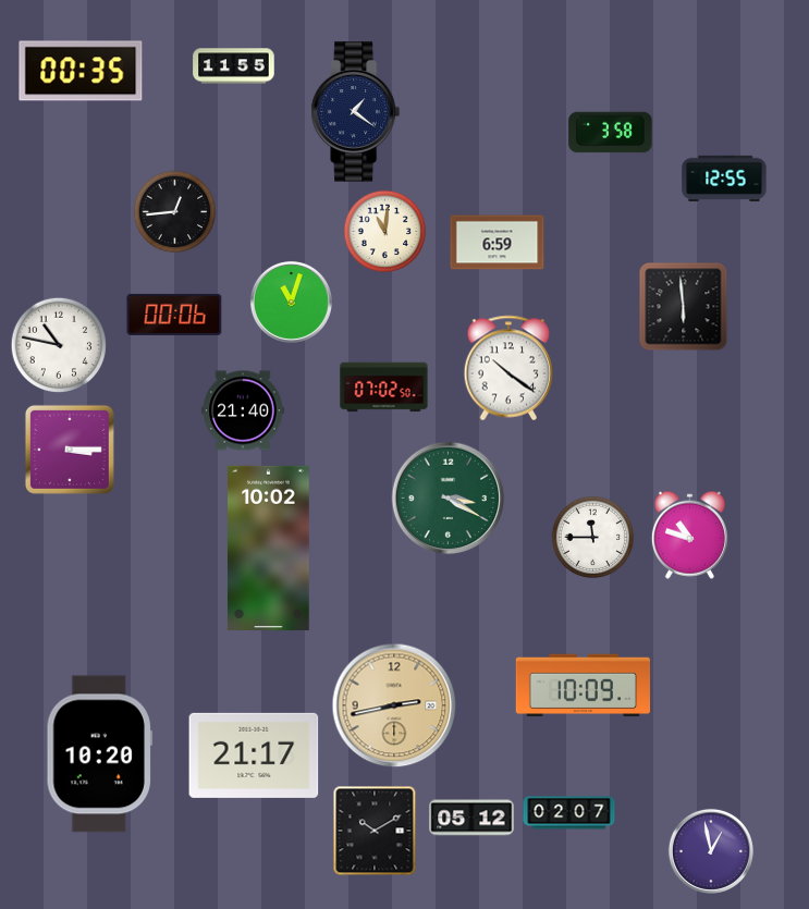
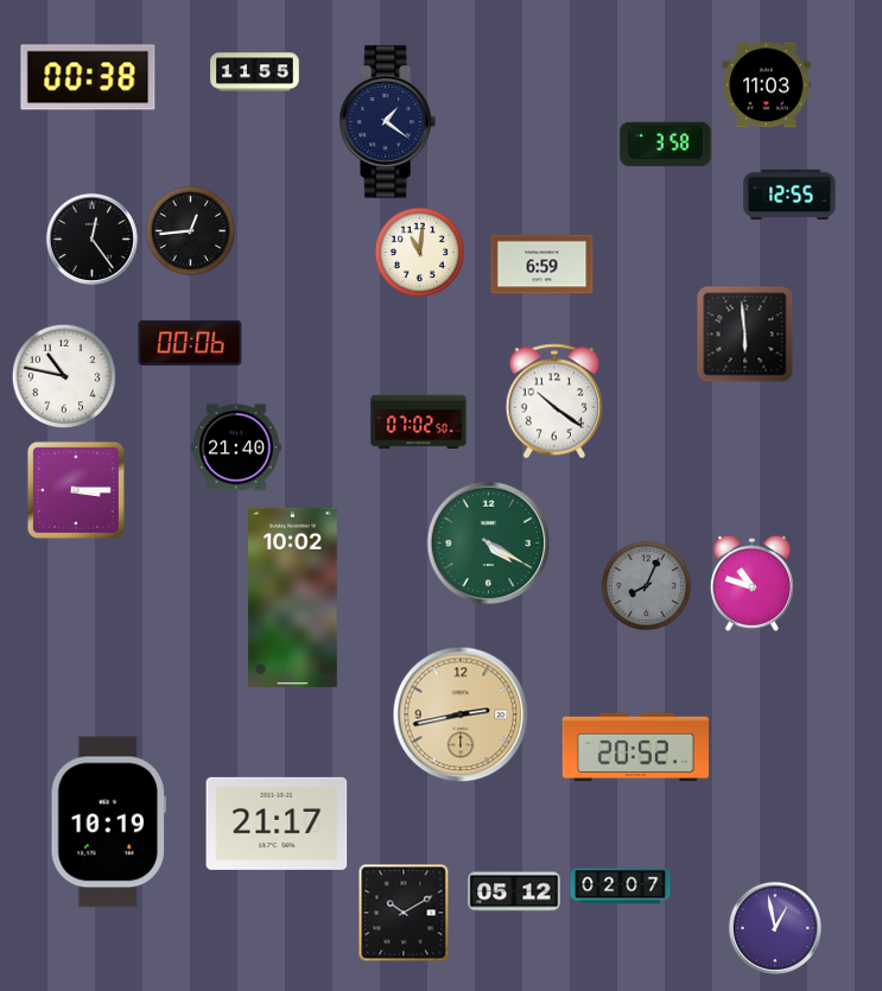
clock at (81, 71): 00:35 -> 00:38
clock at (767, 85): none -> 11:03
clock at (91, 239): none -> 12:24
clock at (291, 302): 11:03 -> none
clock at (243, 410) position: (243, 410) -> (236, 447)
clock at (449, 499): 3:20 -> 4:20
clock at (593, 538): 11:45 -> 8:04
clock at (593, 538) dial: white -> grey
clock at (583, 686): 10:09 -> 20:52
clock at (394, 705) position: (394, 705) -> (461, 714)
clock at (99, 754): 10:20 -> 10:19
clock at (375, 831) position: (375, 831) -> (404, 913)
